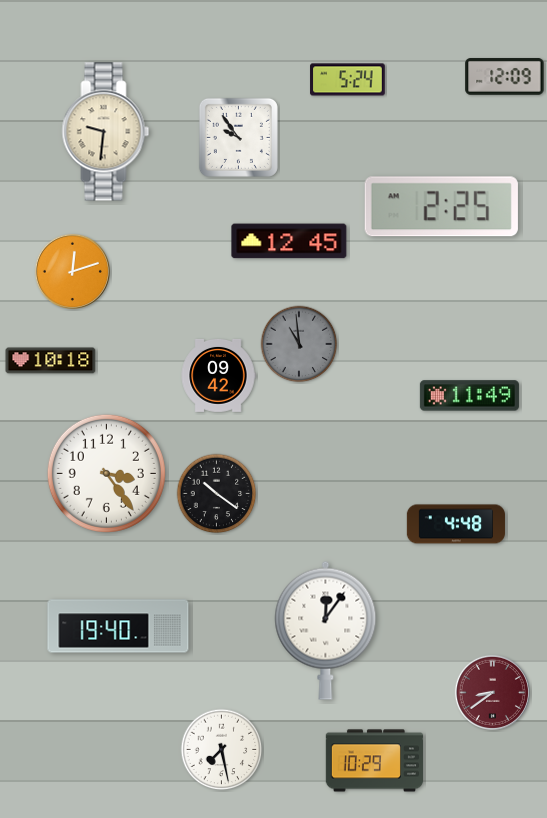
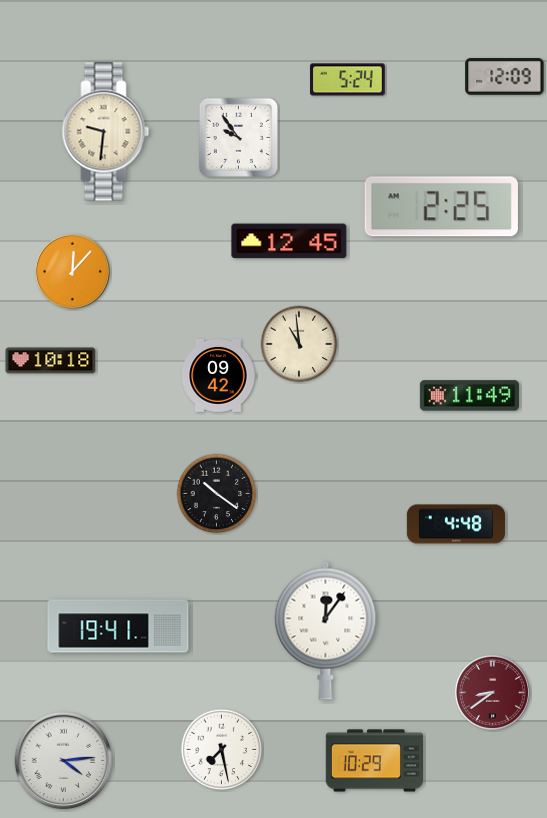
clock at (72, 271): 12:12 -> 12:07
clock at (299, 344) dial: grey -> cream
clock at (106, 473): 3:24 -> none
clock at (118, 626): 19:40 -> 19:41
clock at (64, 761): none -> 4:14
